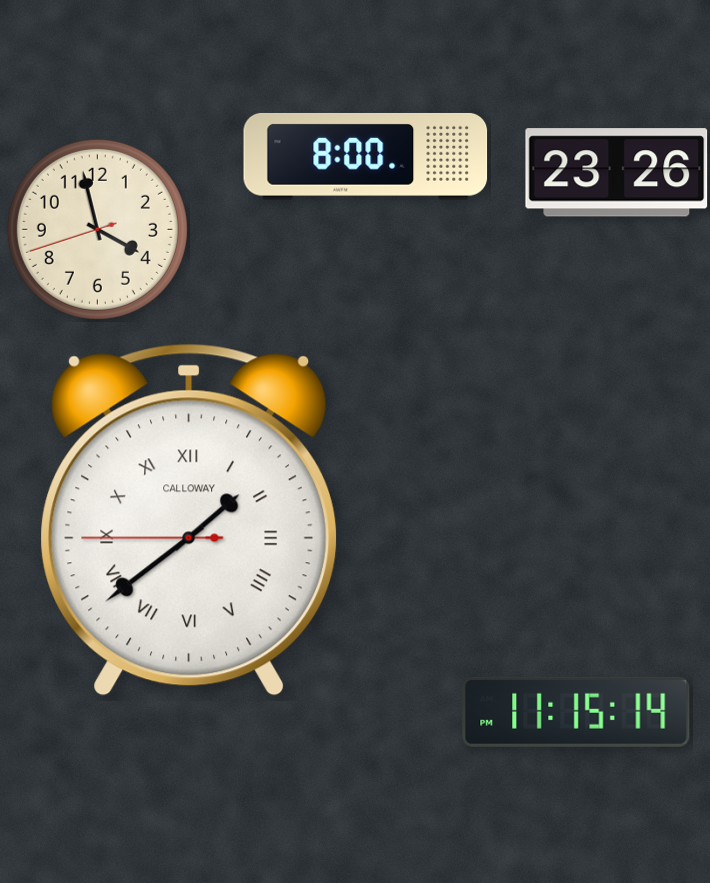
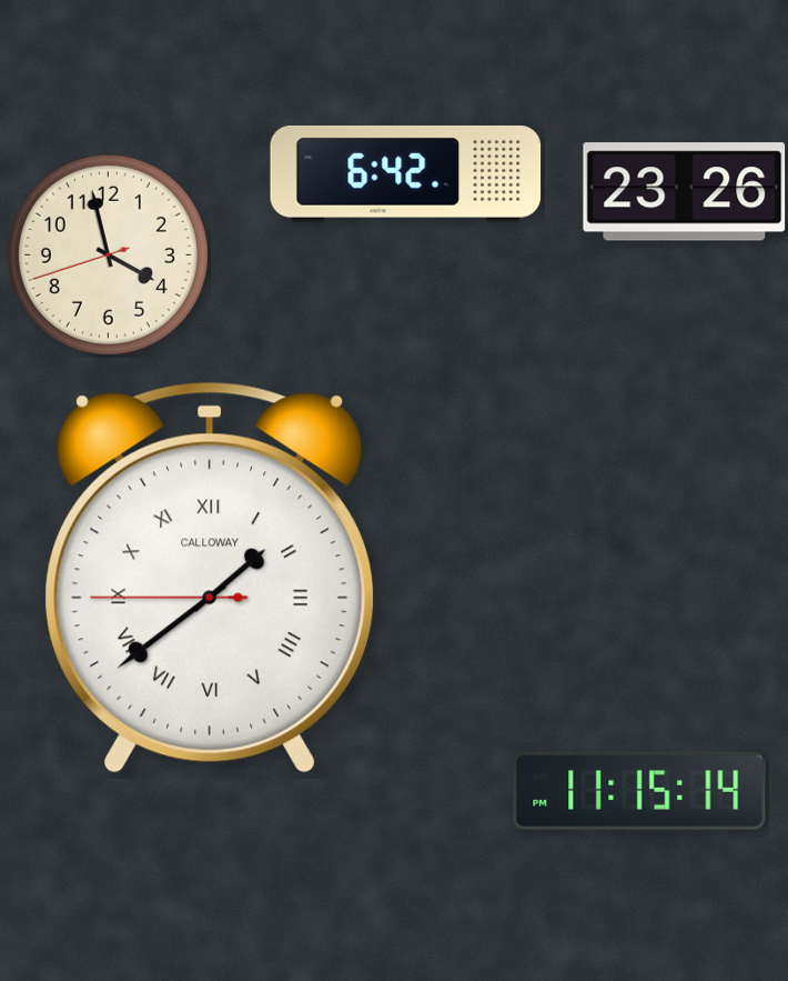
clock at (366, 156): 8:00 -> 6:42
